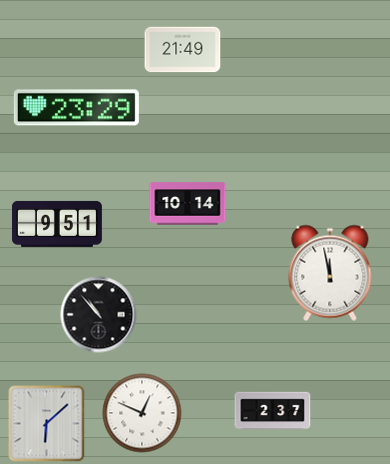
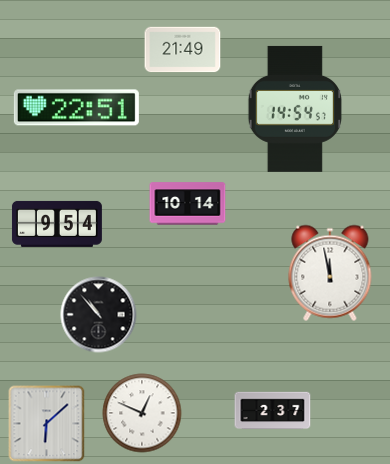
clock at (76, 108): 23:29 -> 22:51
clock at (295, 109): none -> 14:54
clock at (57, 224): 9:51 -> 9:54
